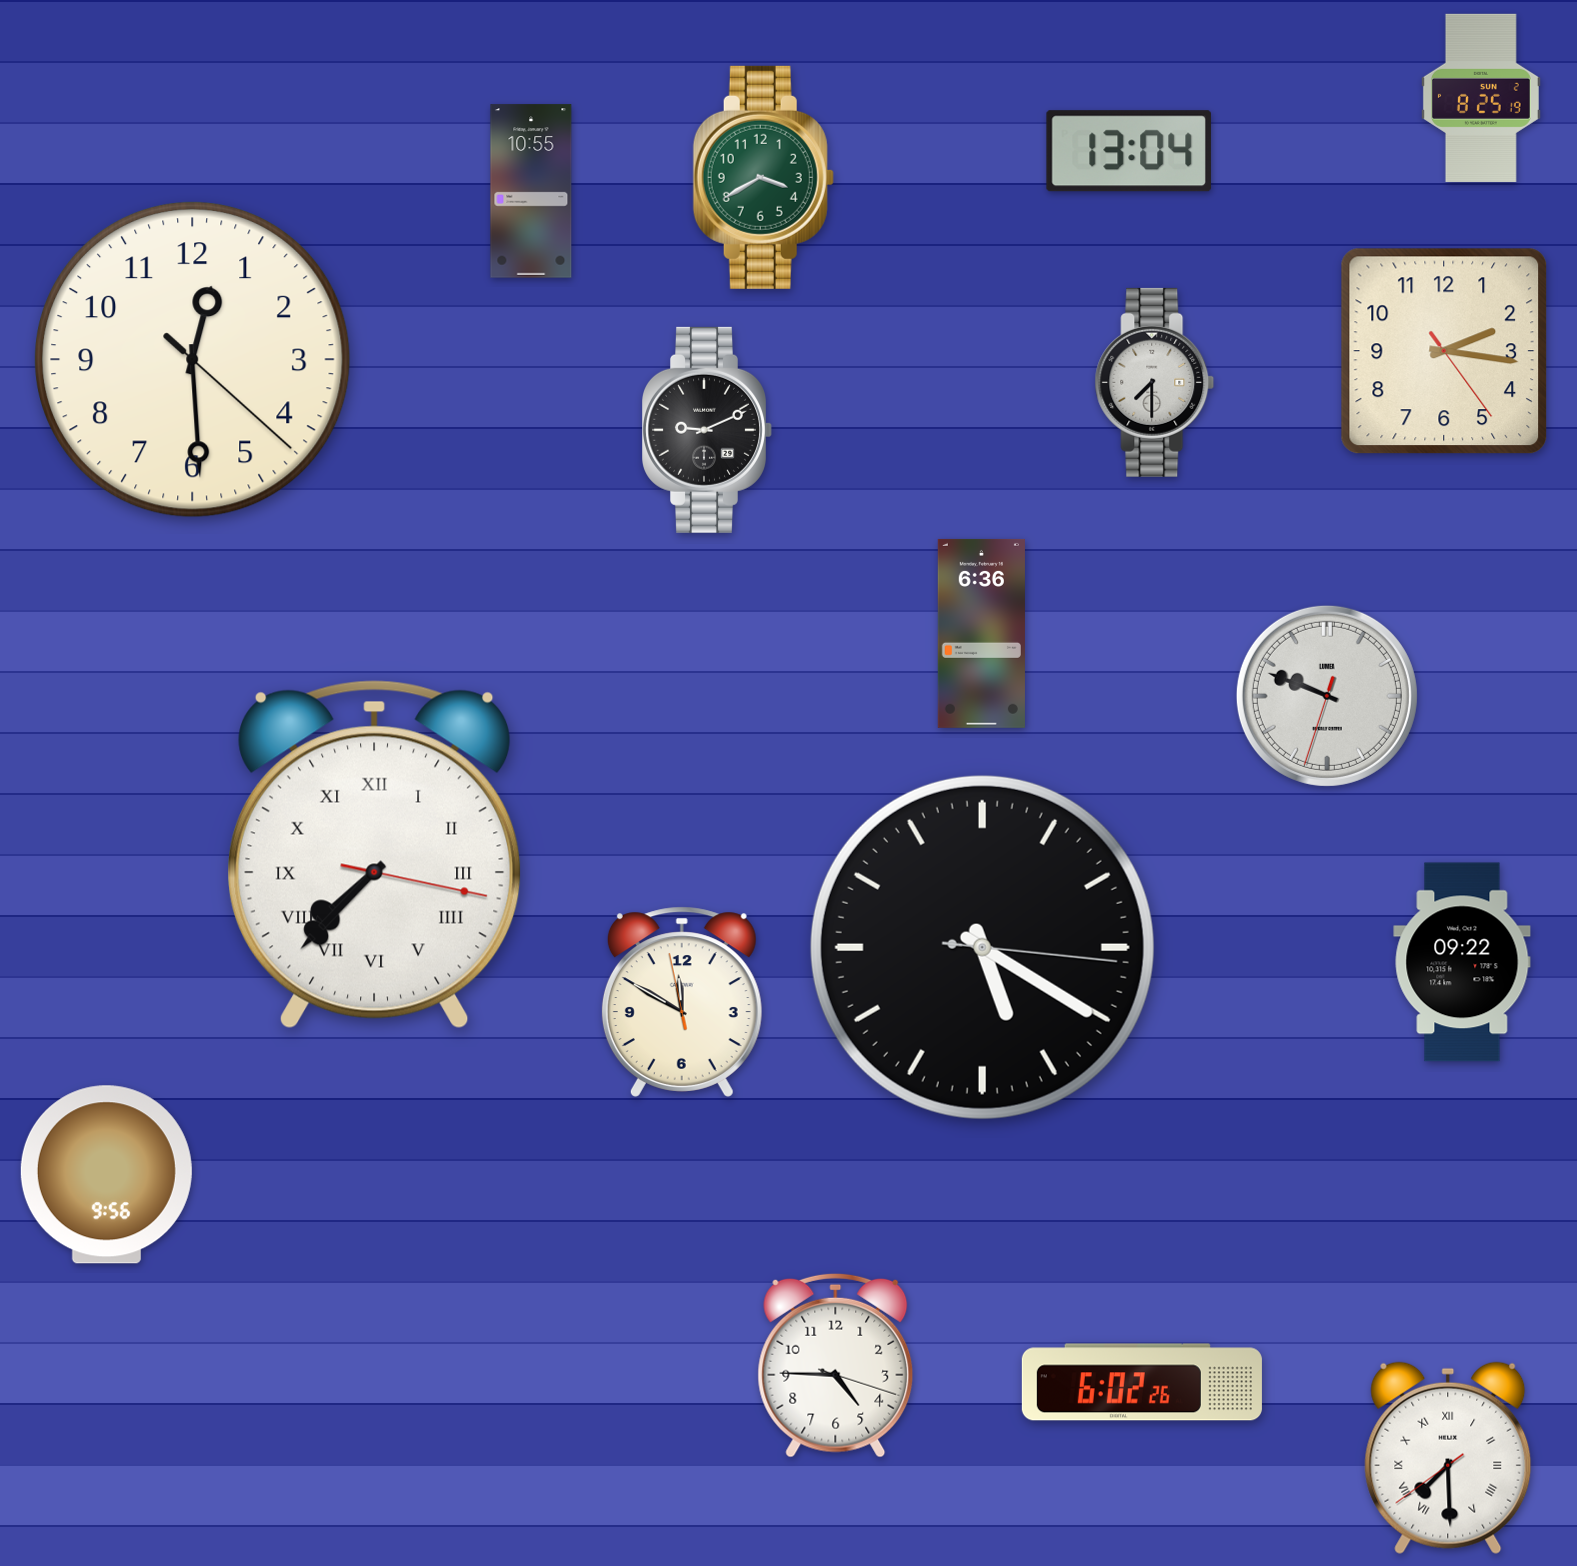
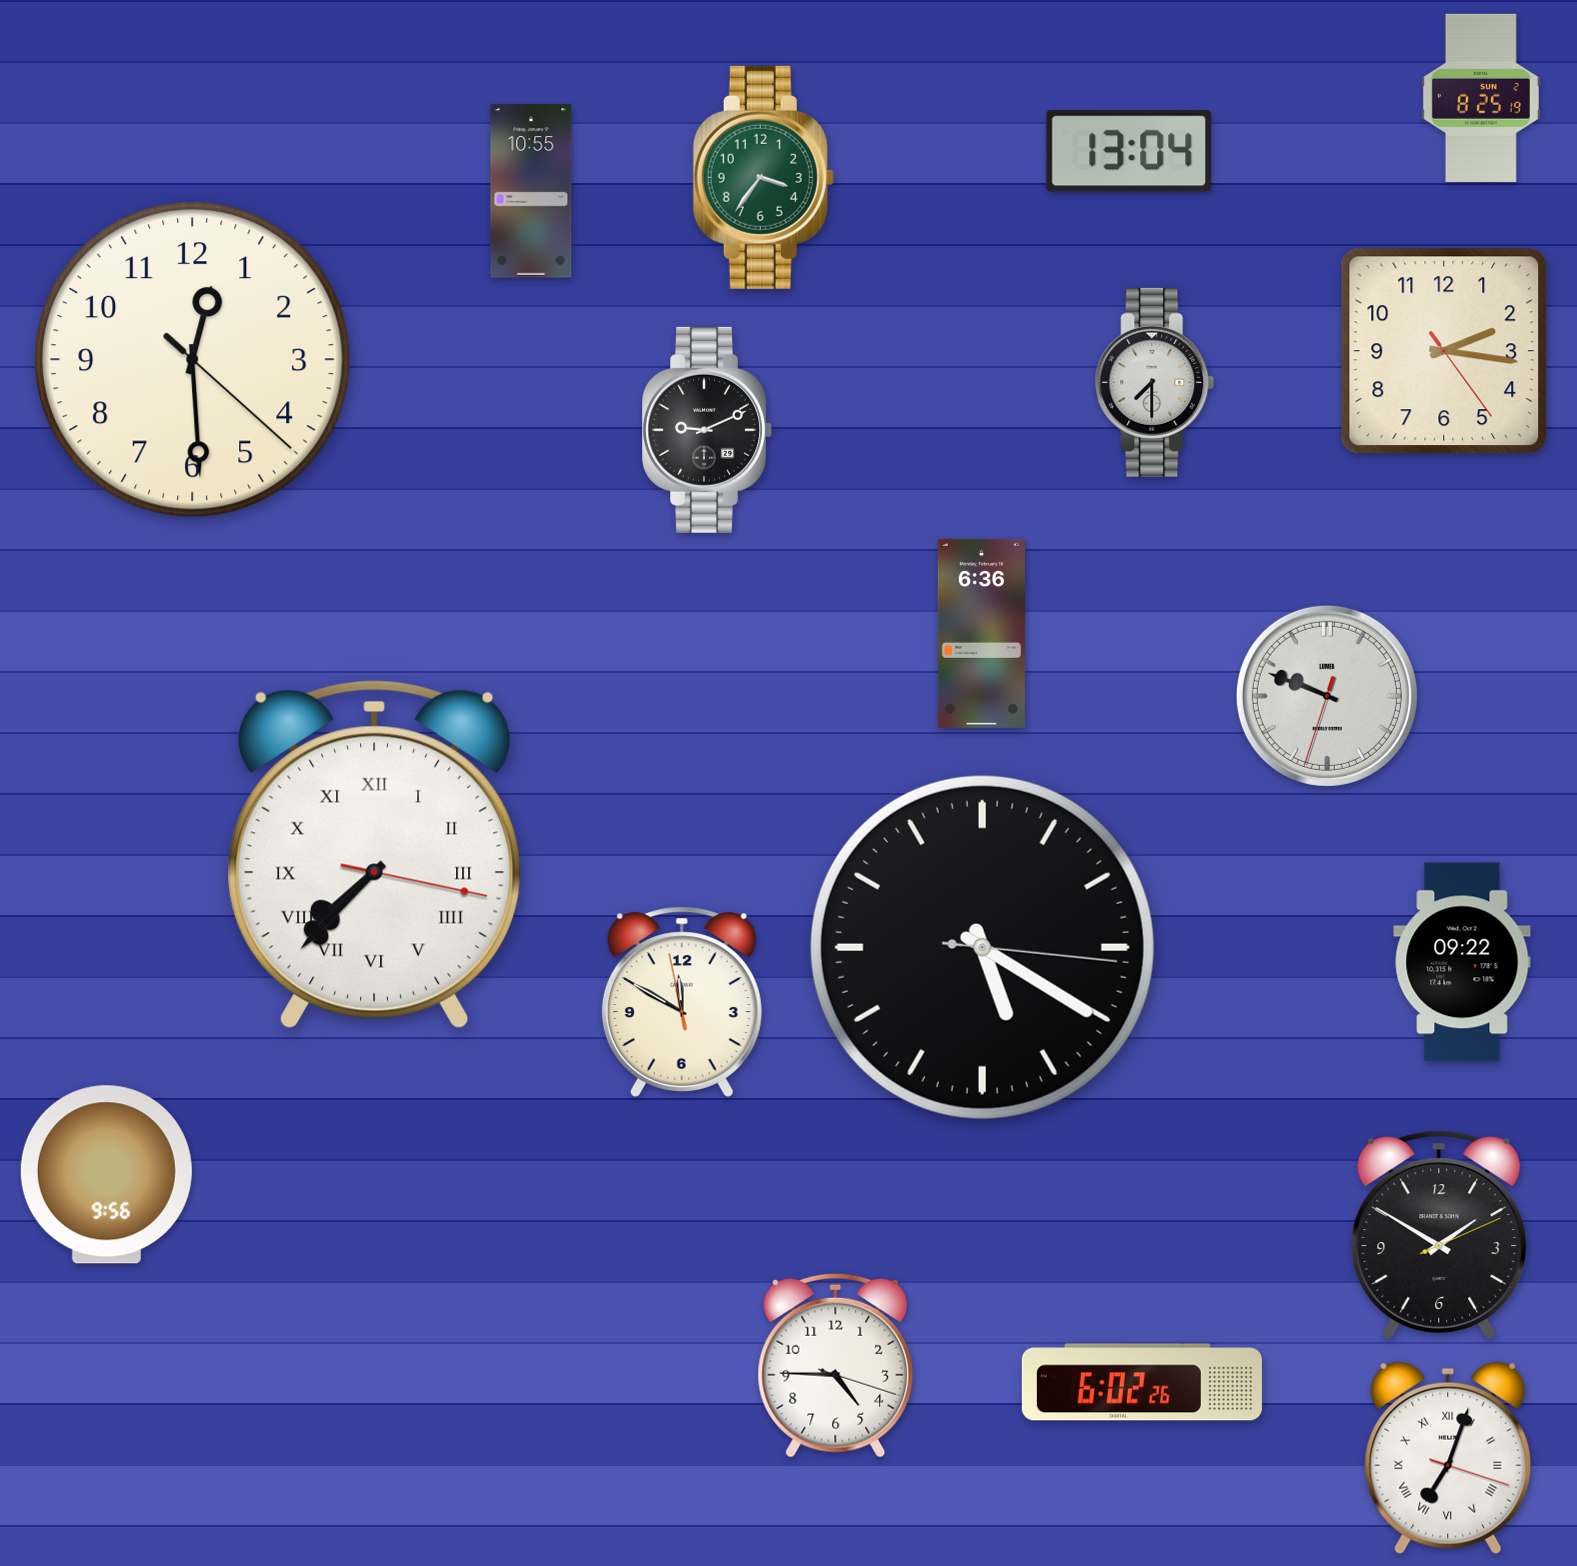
clock at (763, 177): 3:40 -> 3:36
clock at (1439, 1235): none -> 1:50
clock at (1448, 1458): 7:29 -> 7:03
